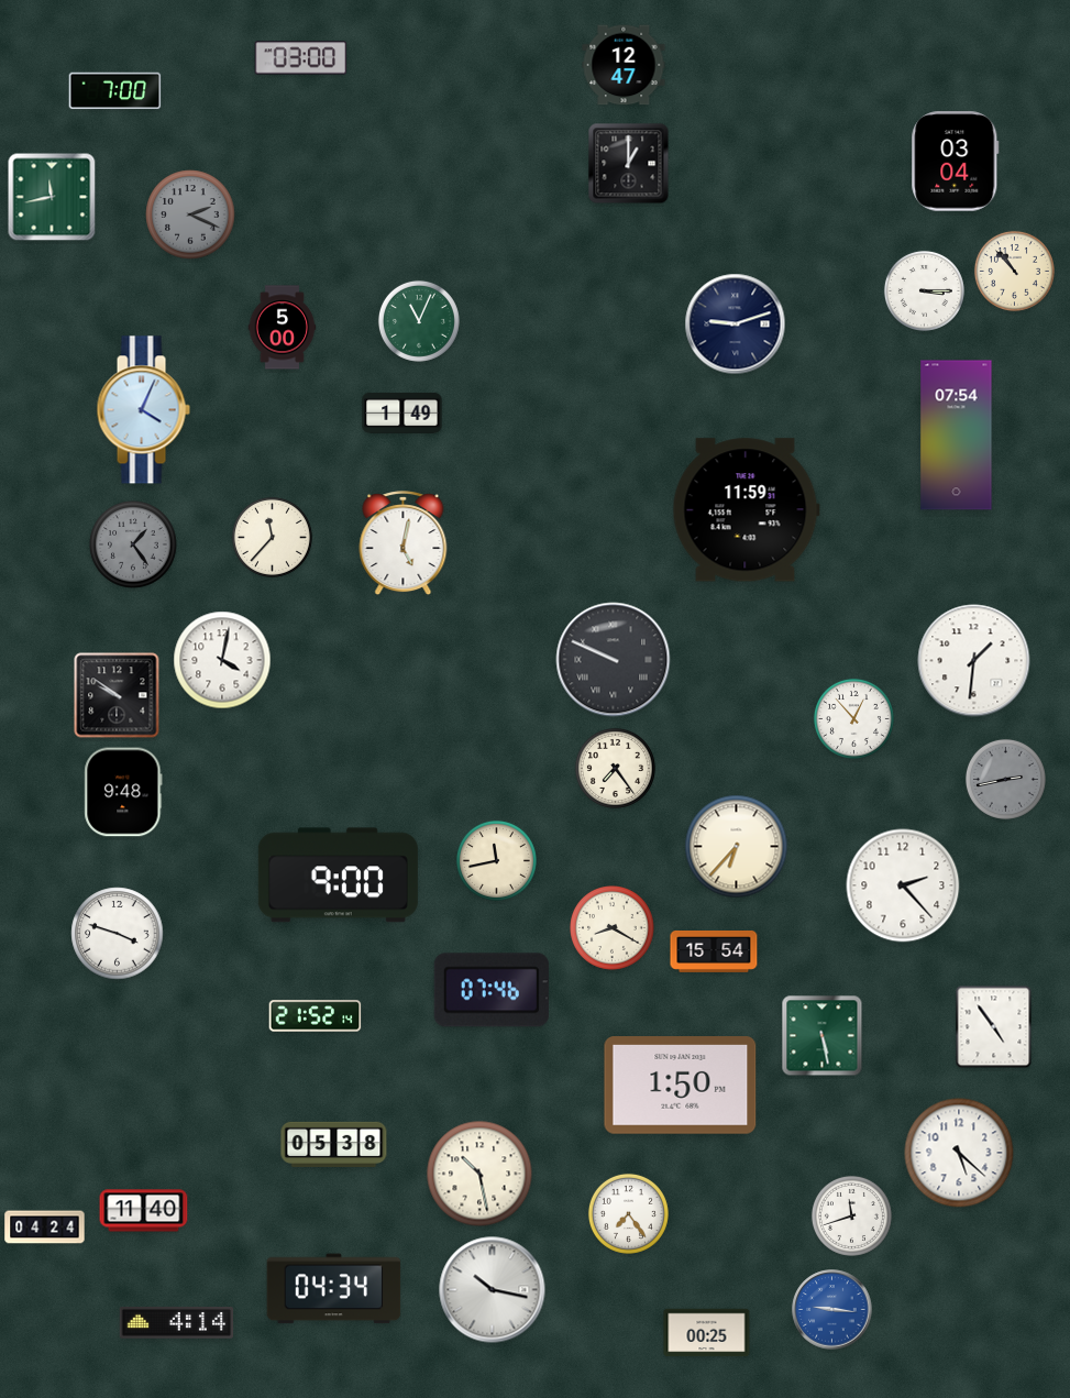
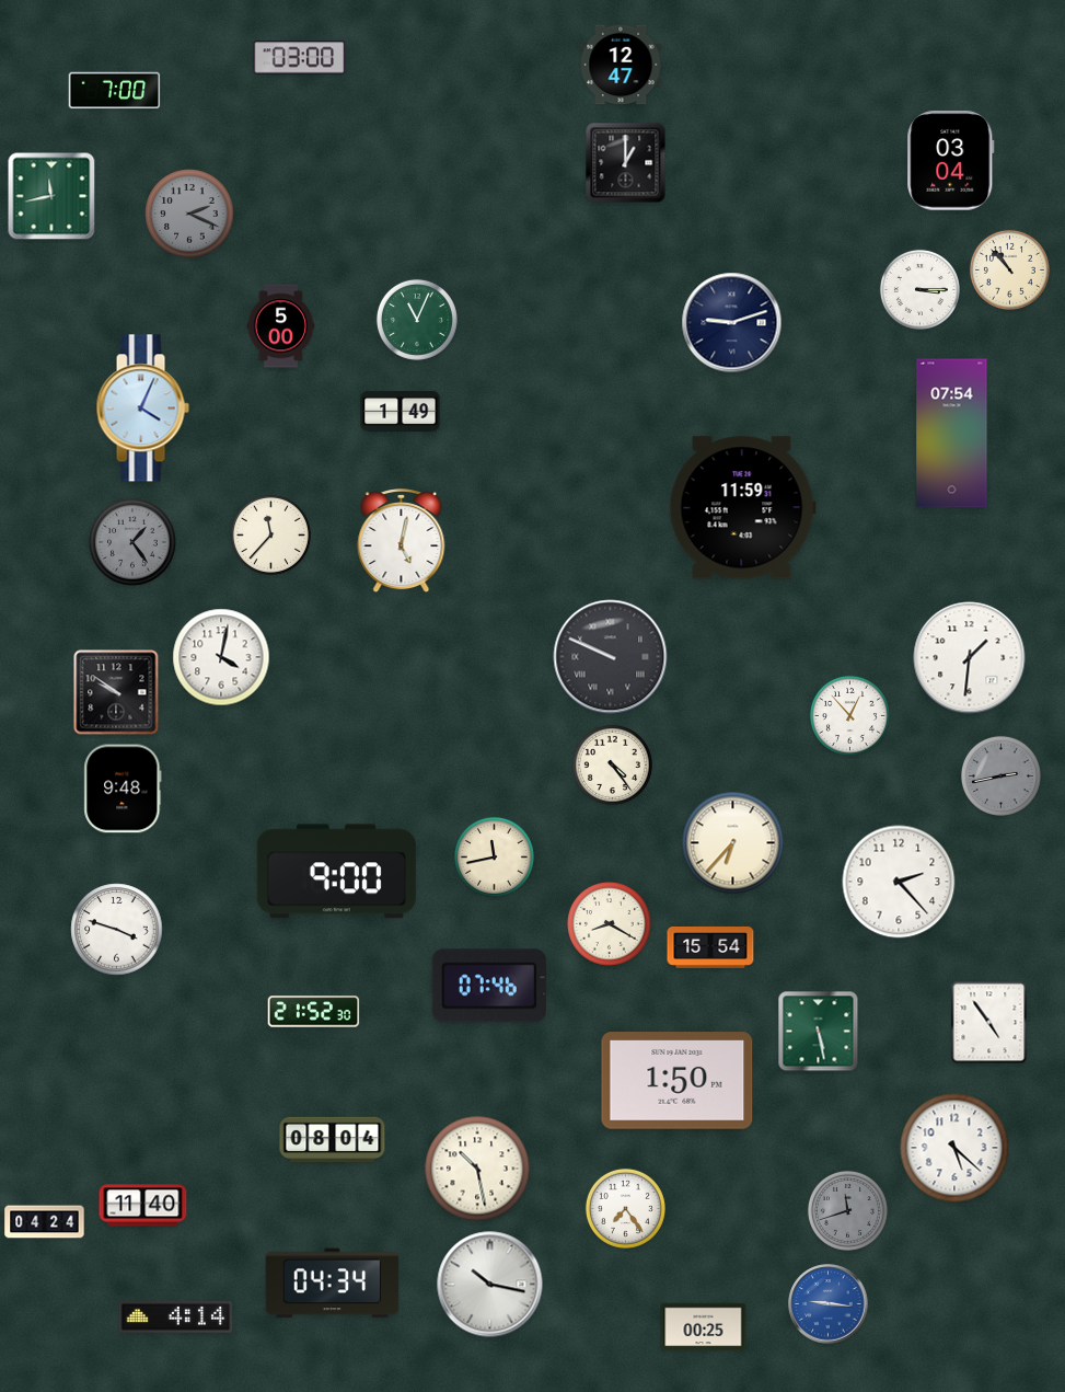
clock at (615, 768): 7:24 -> 4:24
clock at (316, 1016): 21:52:14 -> 21:52:30
clock at (334, 1144): 05:38 -> 08:04
clock at (851, 1215) dial: white -> grey
